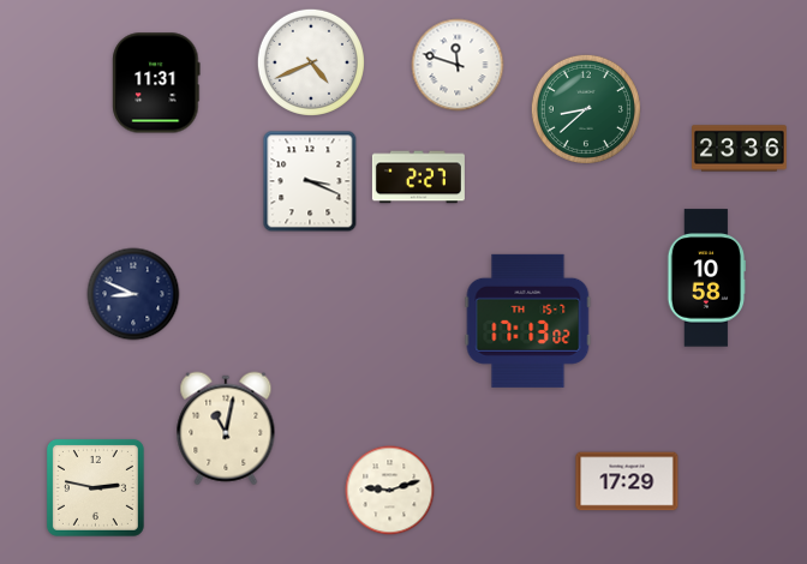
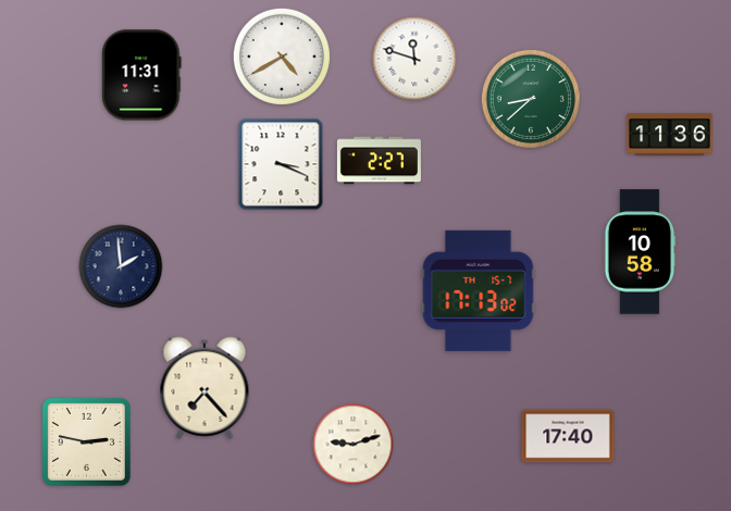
clock at (311, 62): 4:41 -> 4:40
clock at (740, 149): 23:36 -> 11:36
clock at (133, 294): 8:49 -> 1:59
clock at (226, 428): 11:02 -> 7:23
clock at (627, 481): 17:29 -> 17:40
